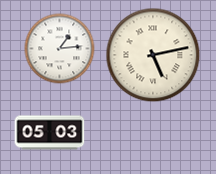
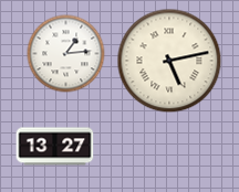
clock at (50, 133): 05:03 -> 13:27
